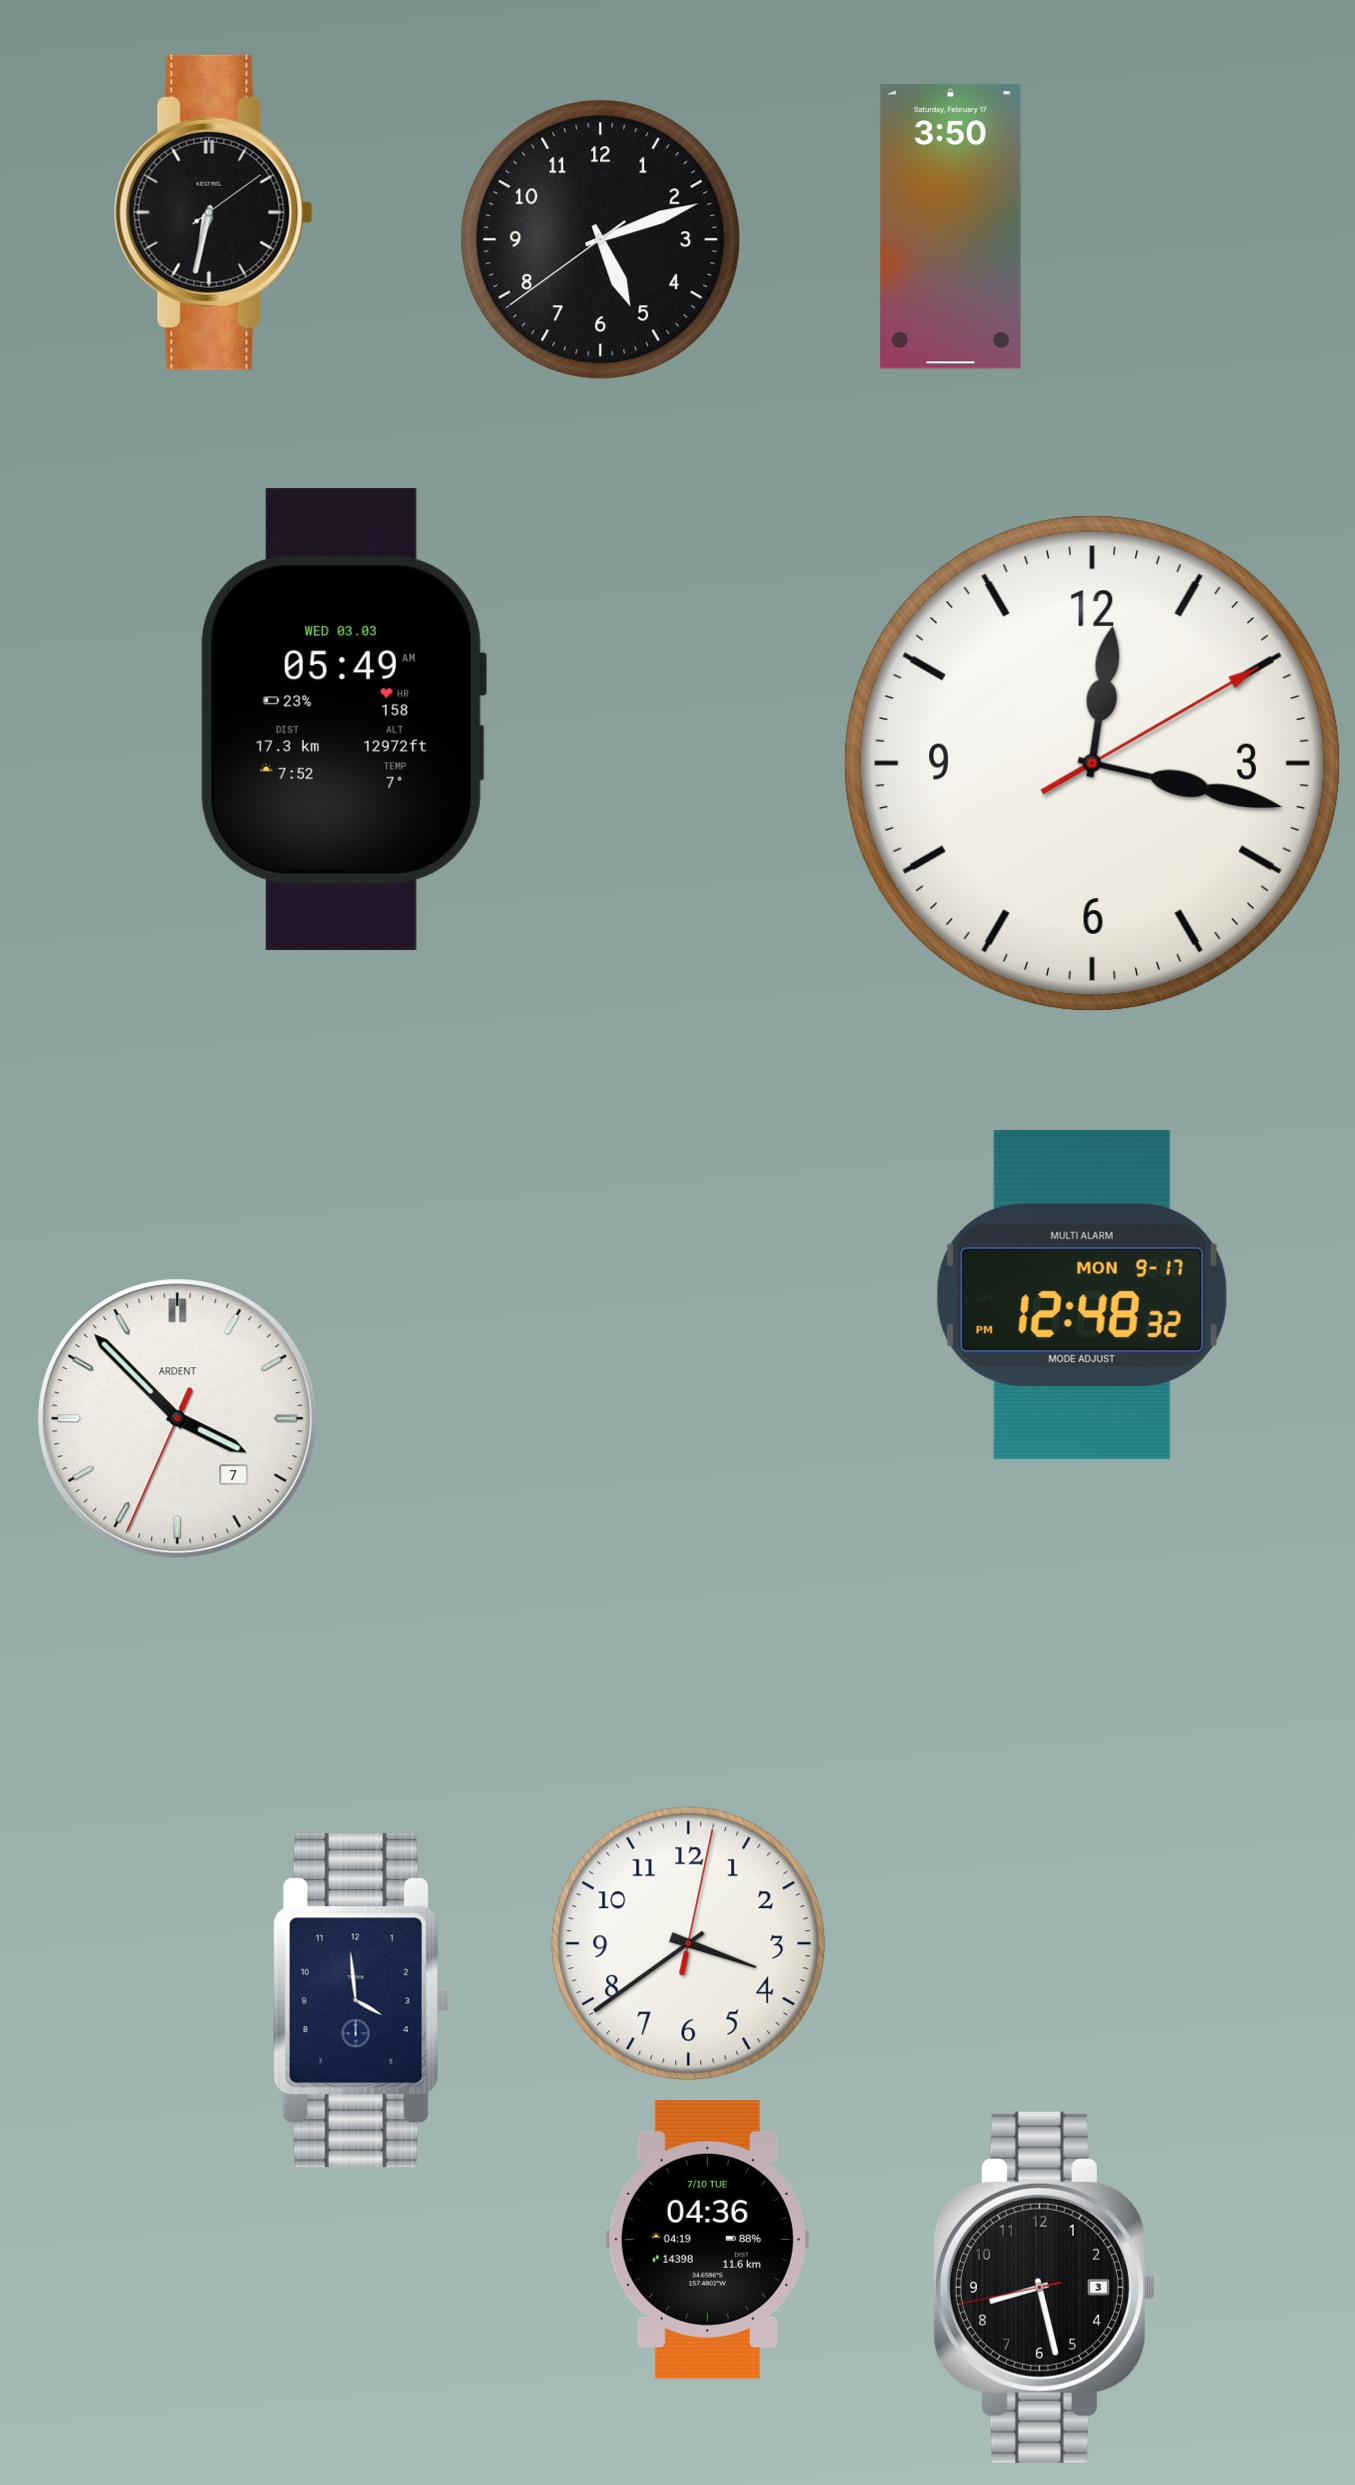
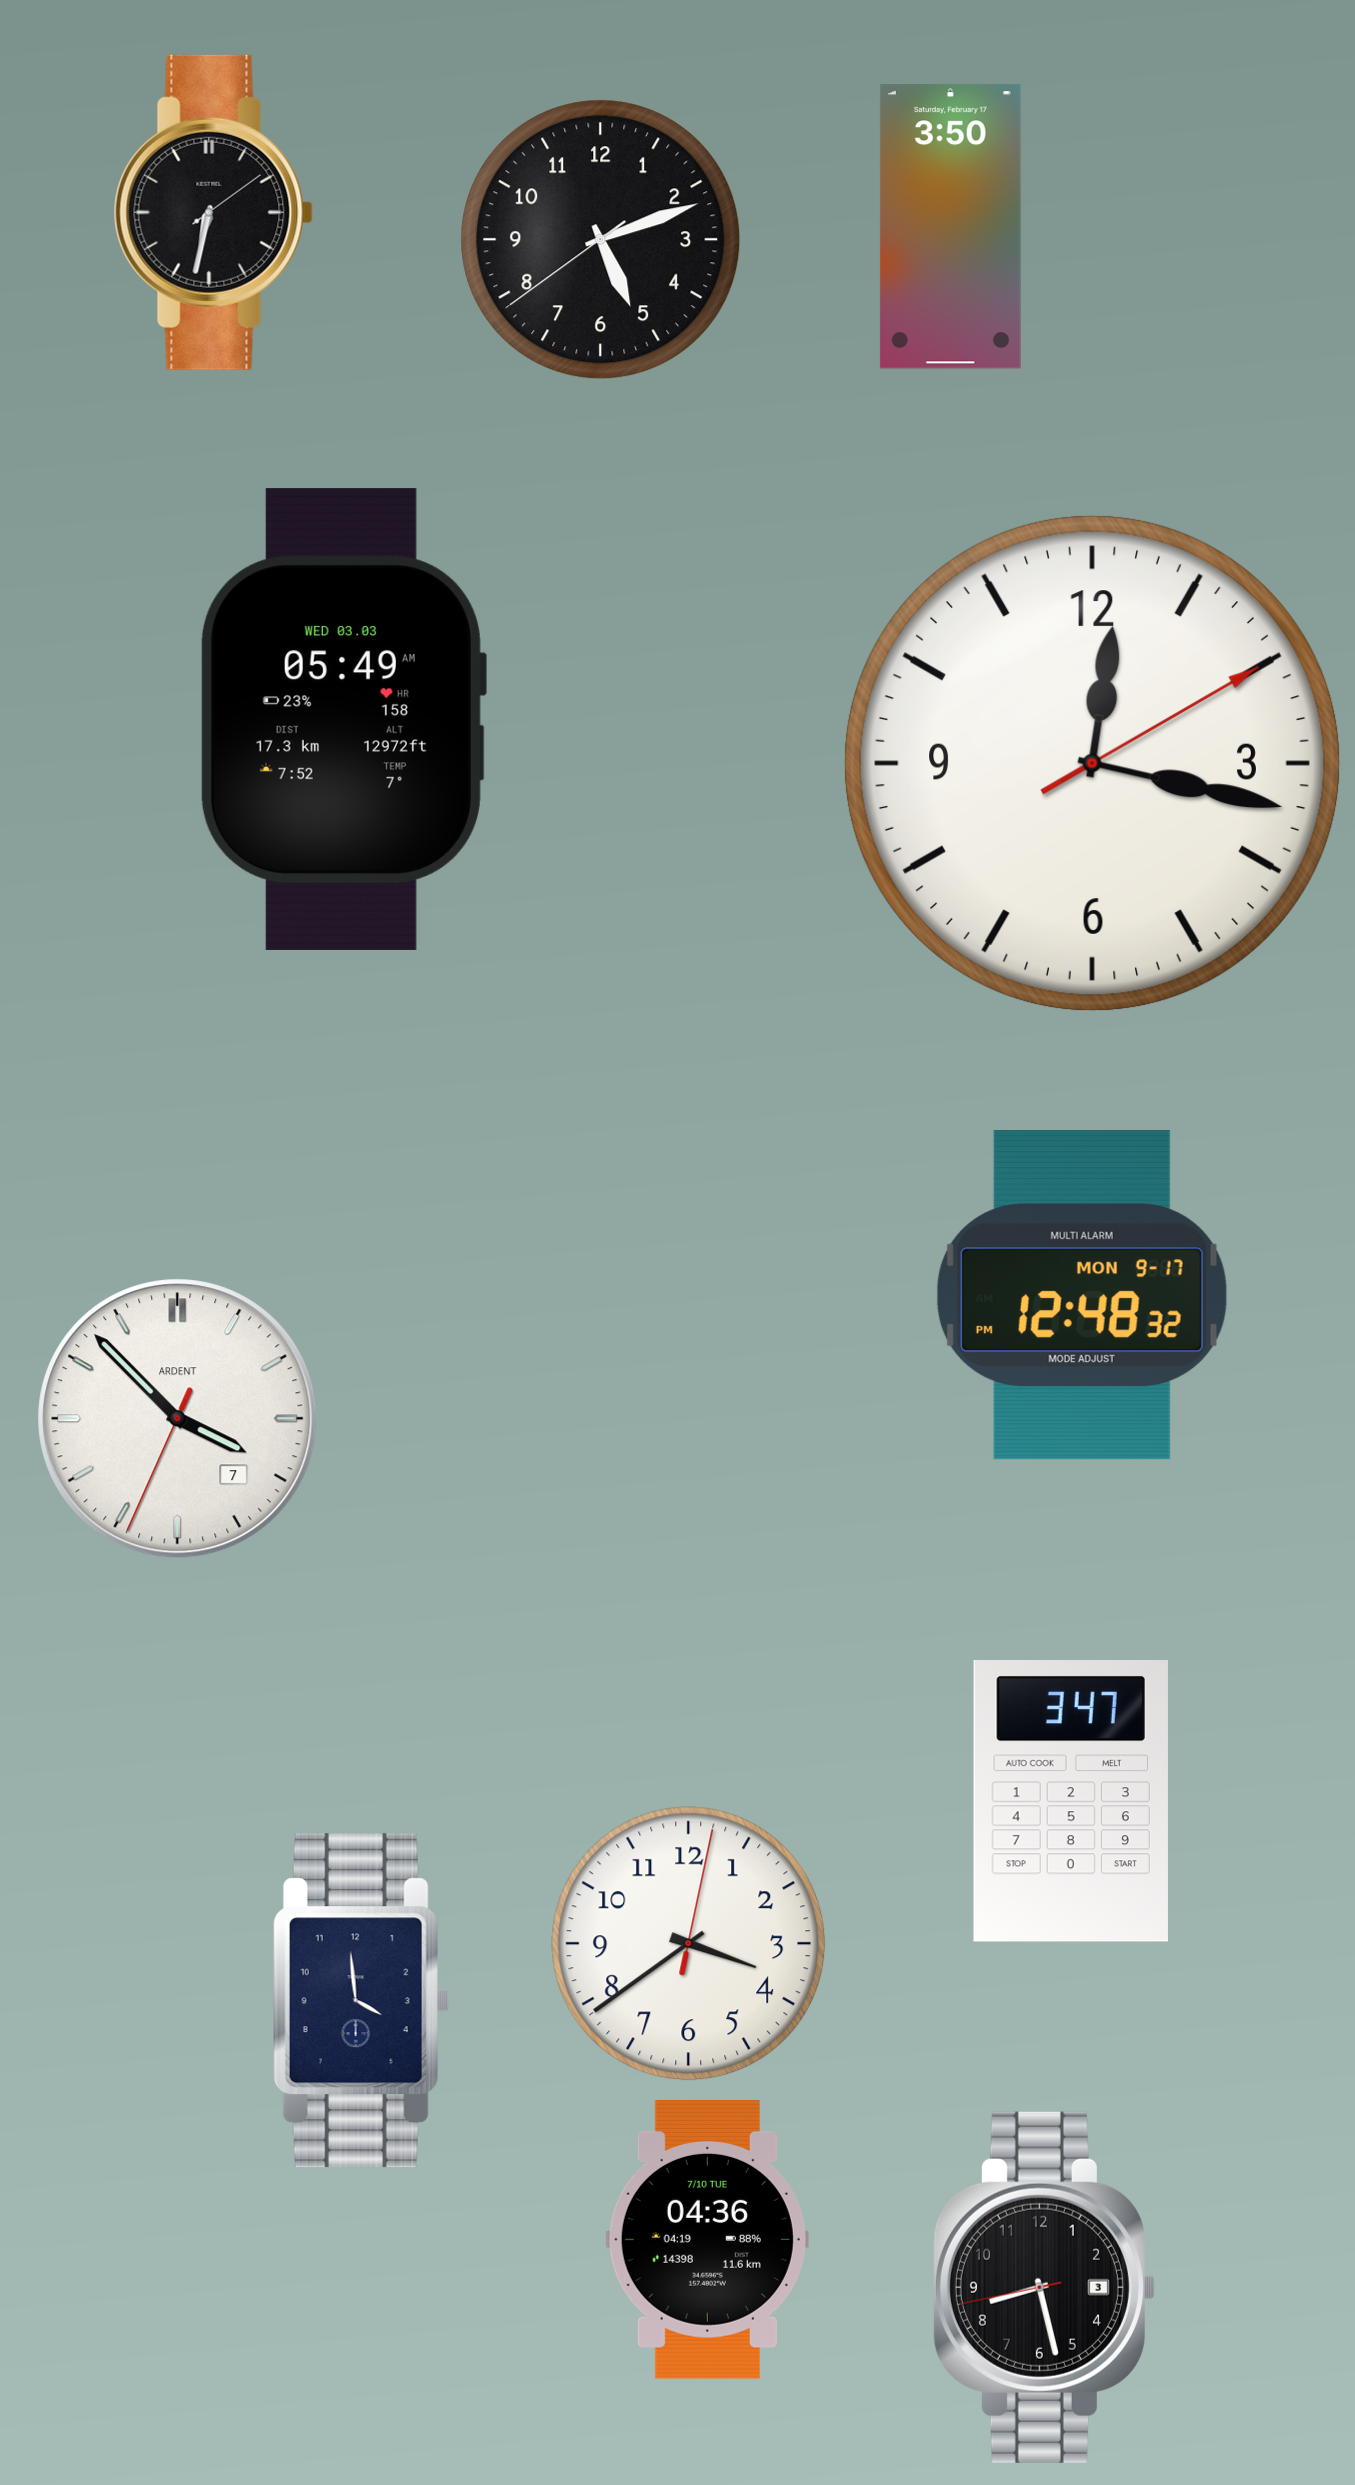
clock at (1071, 1802): none -> 3:47
